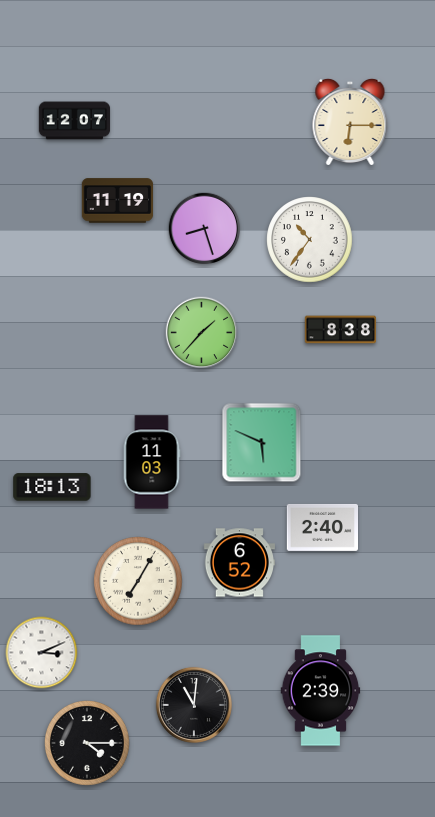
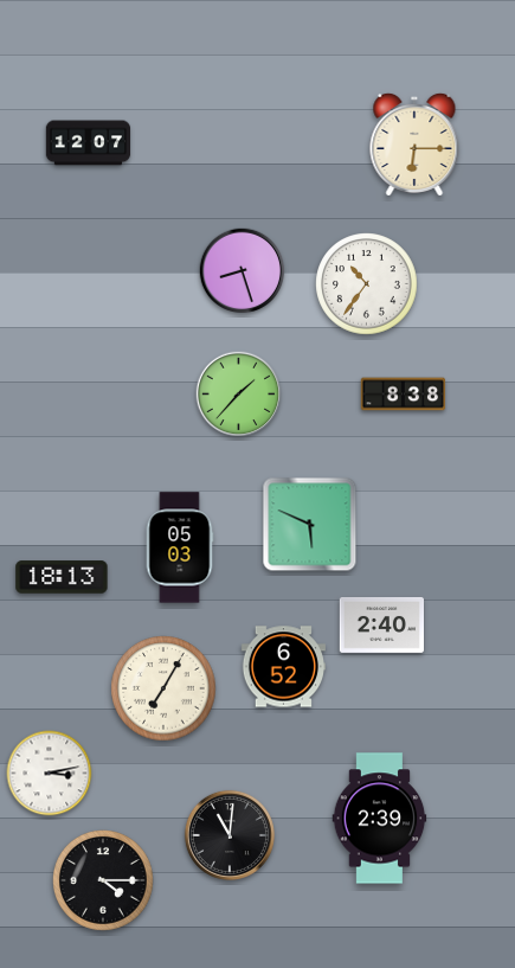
clock at (118, 201): 11:19 -> none
clock at (341, 330) position: (341, 330) -> (404, 395)
clock at (152, 462): 11:03 -> 05:03
clock at (42, 653): 3:11 -> 3:13
